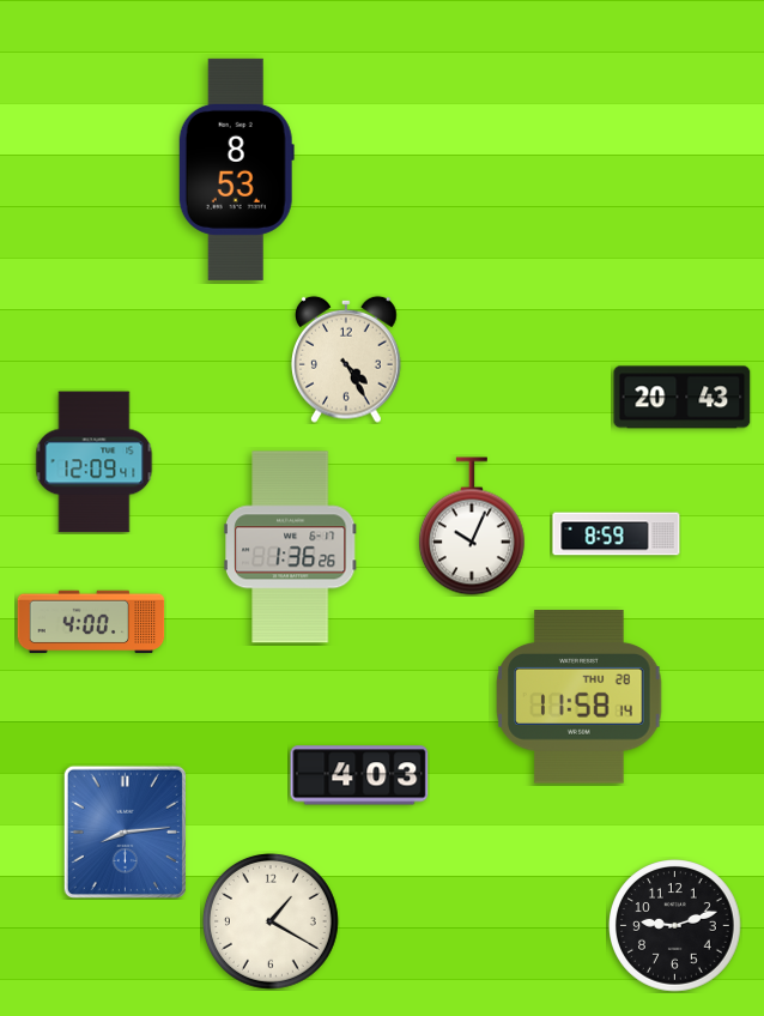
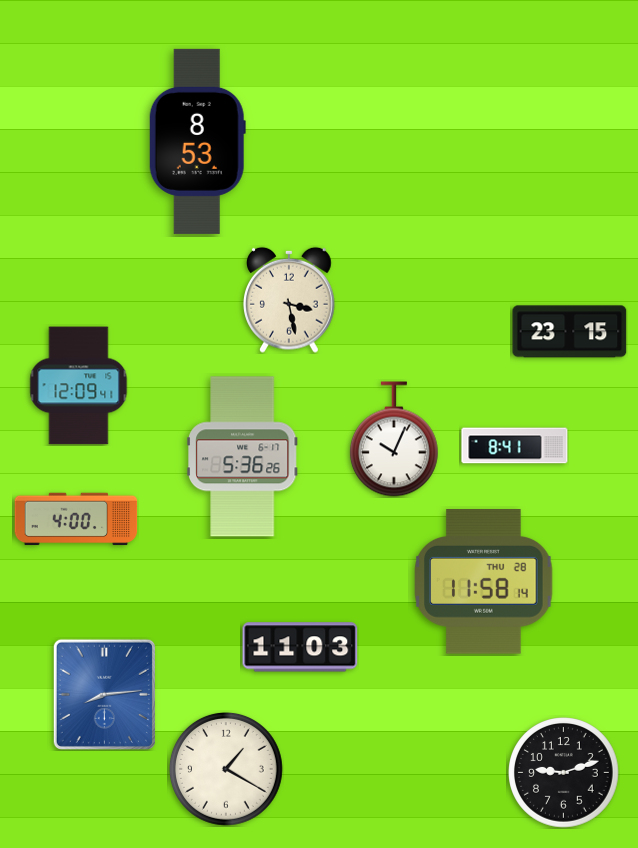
clock at (347, 359): 4:25 -> 3:28
clock at (683, 398): 20:43 -> 23:15
clock at (617, 534): 8:59 -> 8:41
clock at (291, 548): 1:36 -> 5:36
clock at (359, 775): 4:03 -> 11:03
